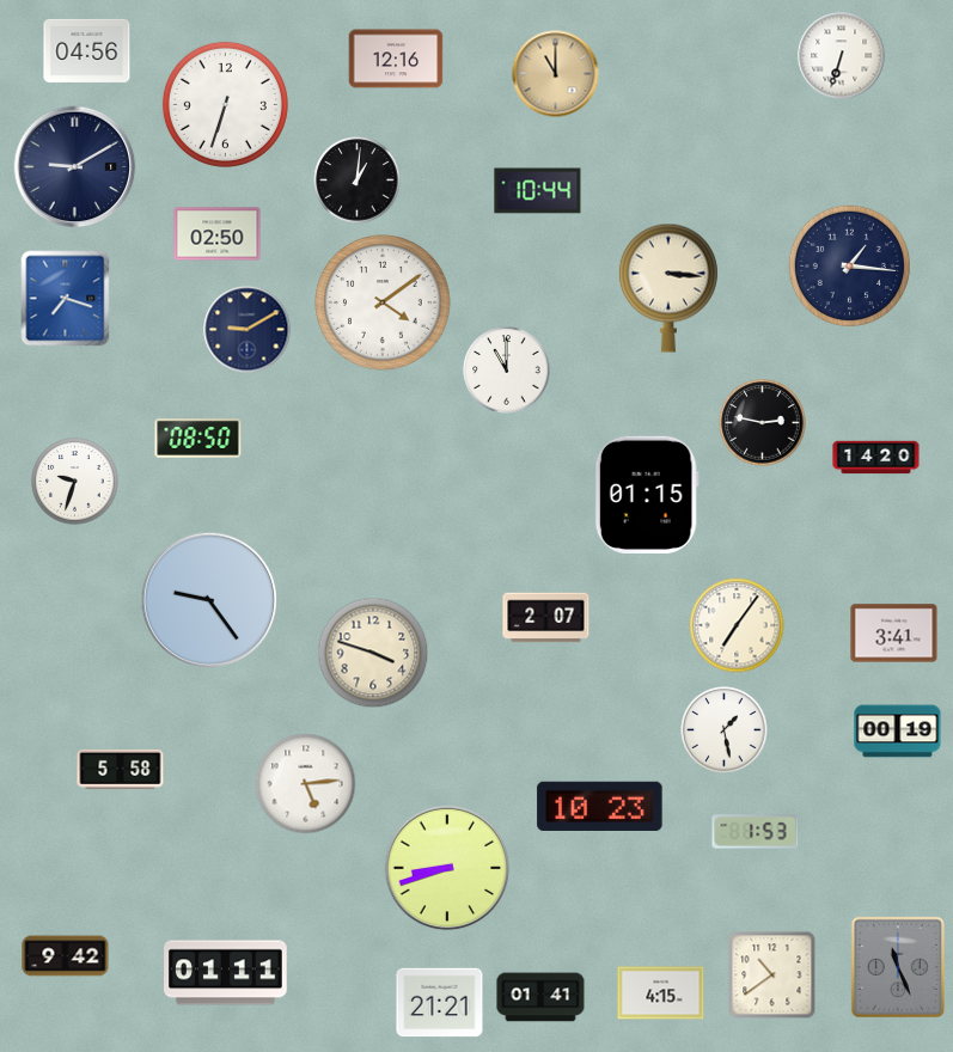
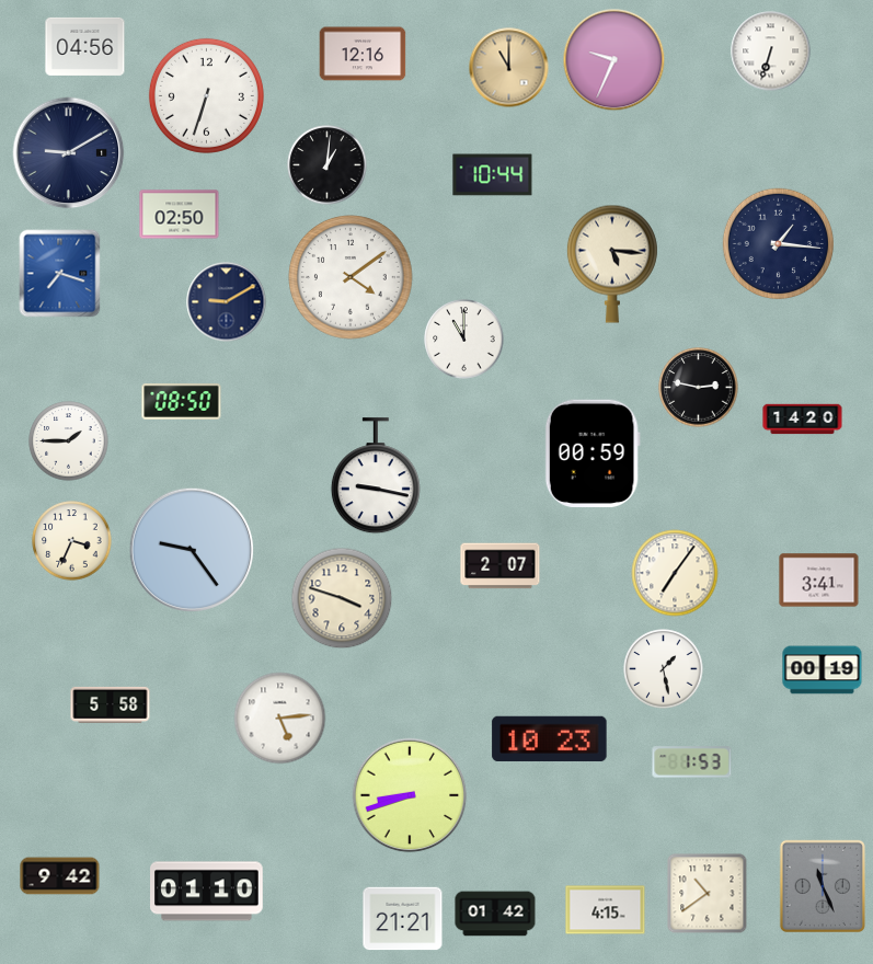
clock at (87, 50) position: (87, 50) -> (85, 46)
clock at (614, 60): none -> 9:34
clock at (218, 234) position: (218, 234) -> (180, 215)
clock at (668, 288): 3:16 -> 5:16
clock at (75, 482): 9:33 -> 1:45
clock at (647, 495): 01:15 -> 00:59
clock at (376, 477): none -> 9:17
clock at (72, 541): none -> 3:34
clock at (226, 973): 01:11 -> 01:10
clock at (540, 997): 01:41 -> 01:42
